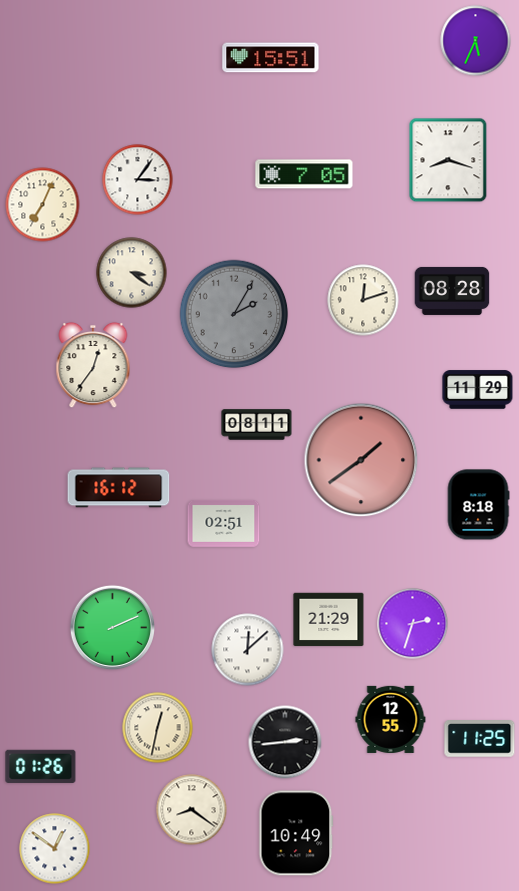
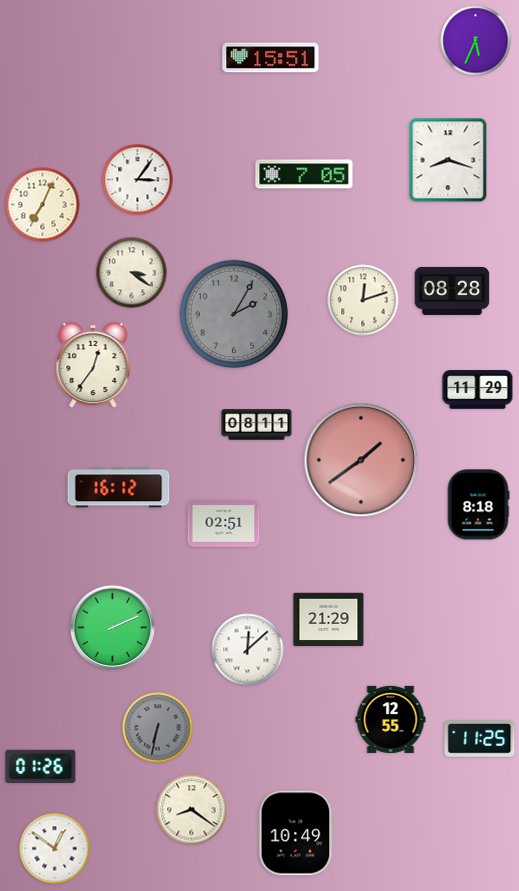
clock at (413, 624): 2:33 -> none
clock at (158, 728): 12:32 -> 6:32
clock at (158, 728) dial: cream -> grey
clock at (285, 742): 2:44 -> none
